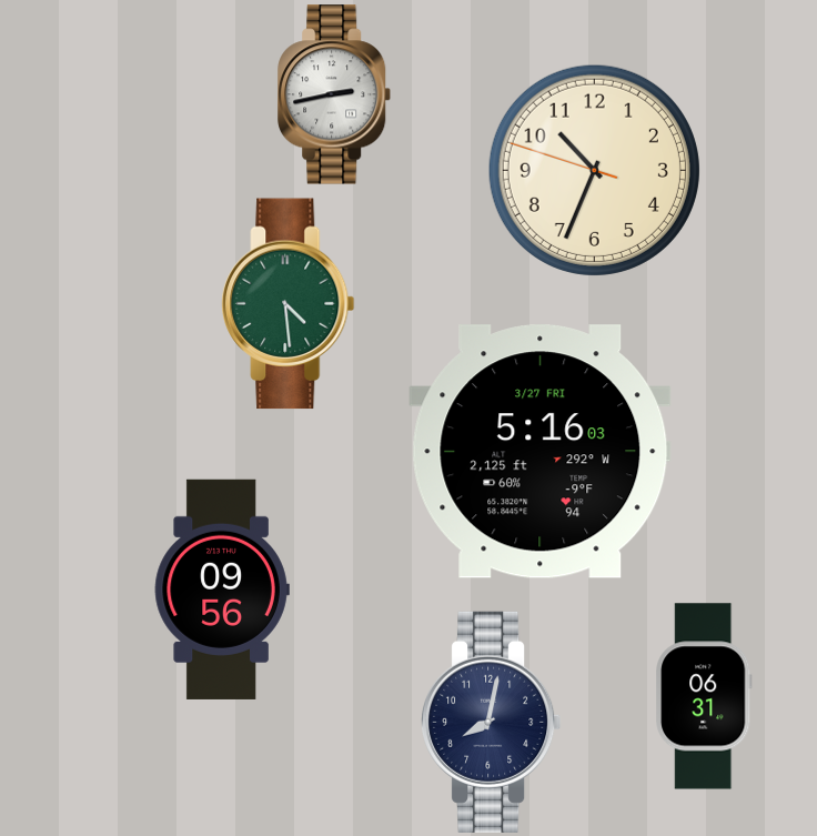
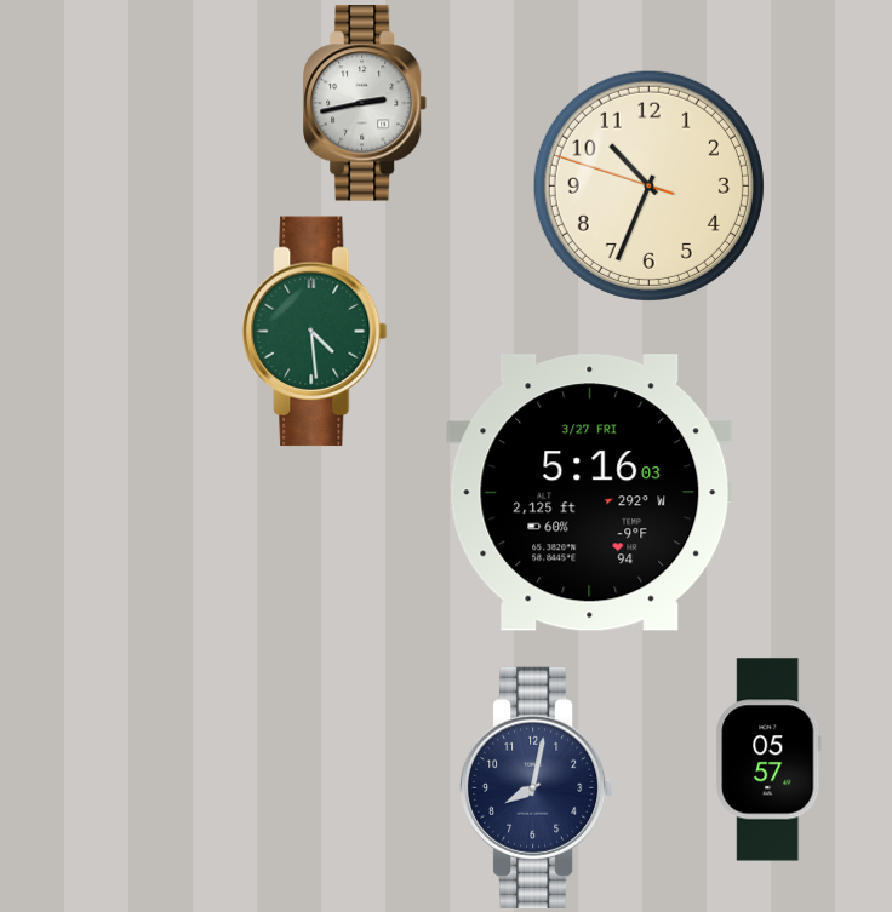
clock at (222, 590): 09:56 -> none
clock at (704, 696): 06:31 -> 05:57
